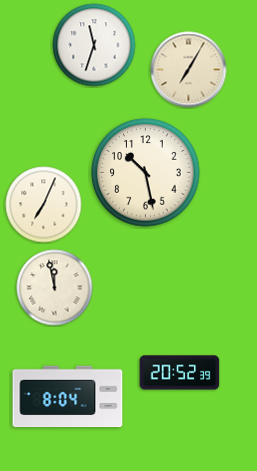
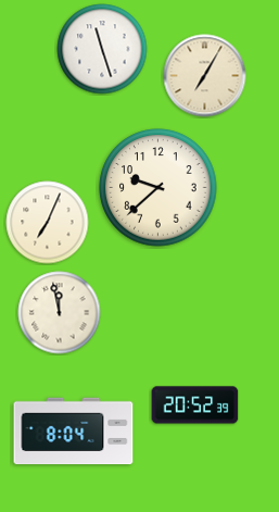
clock at (94, 45): 11:33 -> 11:27
clock at (146, 173): 10:28 -> 9:38
